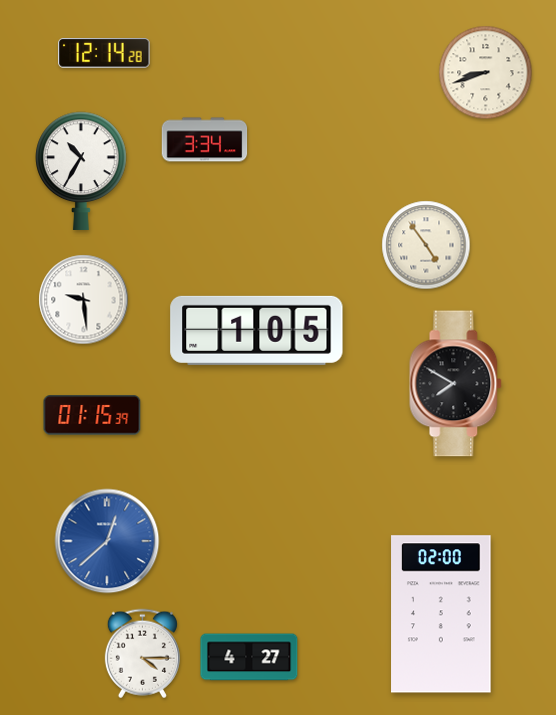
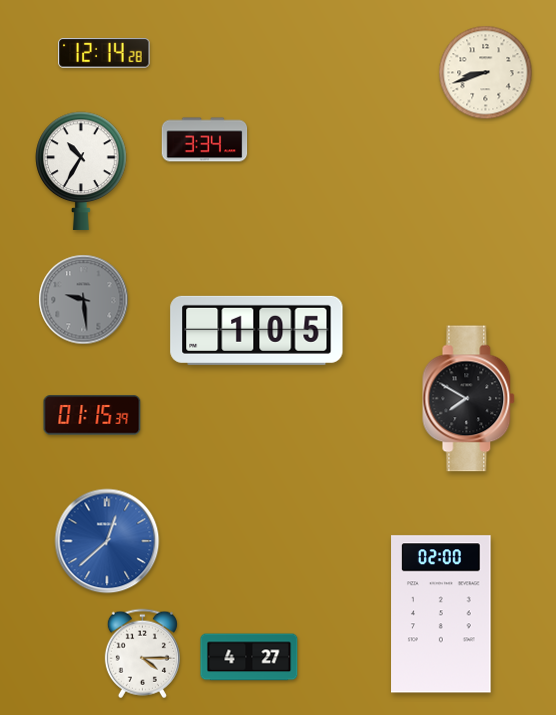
clock at (426, 245): 4:54 -> none
clock at (84, 300) dial: white -> grey
clock at (456, 384) position: (456, 384) -> (469, 399)
